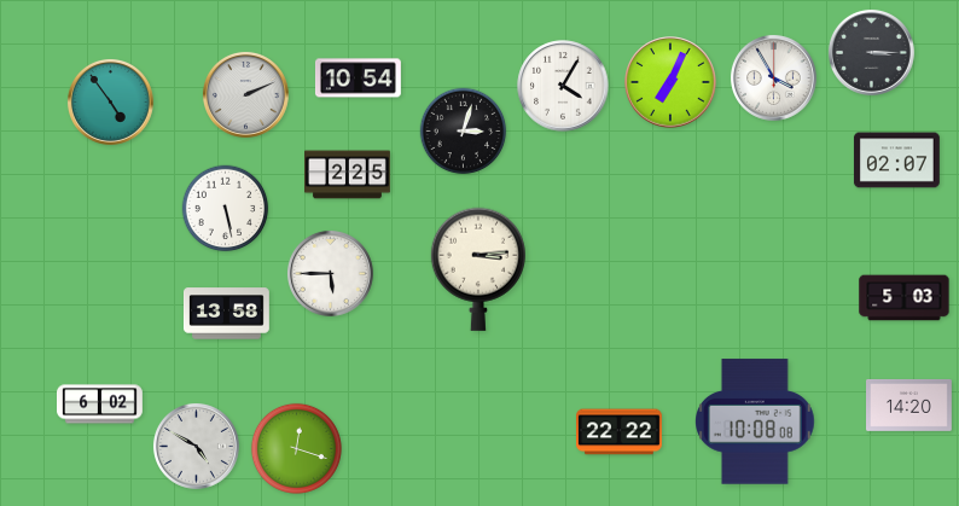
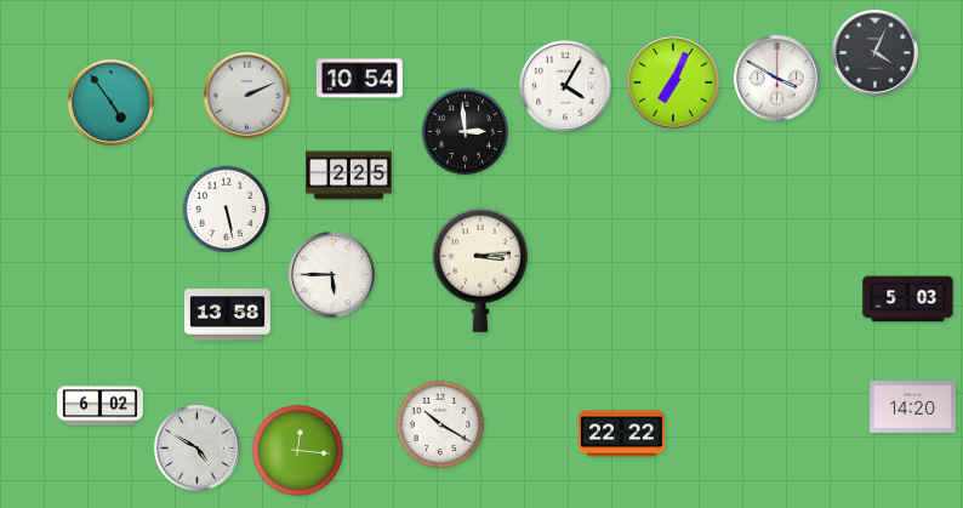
clock at (871, 52): 3:15 -> 4:04
clock at (773, 77): 3:55 -> 3:50
clock at (464, 132): 3:03 -> 2:59
clock at (896, 161): 02:07 -> none
clock at (756, 421): 10:08 -> none
clock at (440, 424): none -> 10:20
clock at (296, 448): 12:18 -> 12:16
